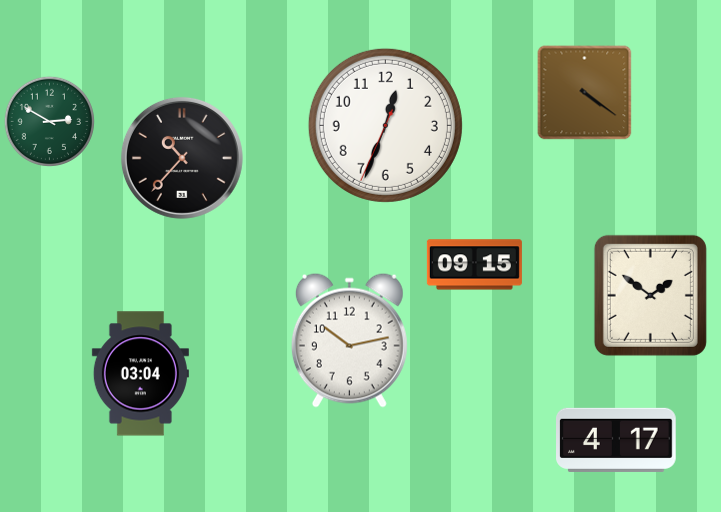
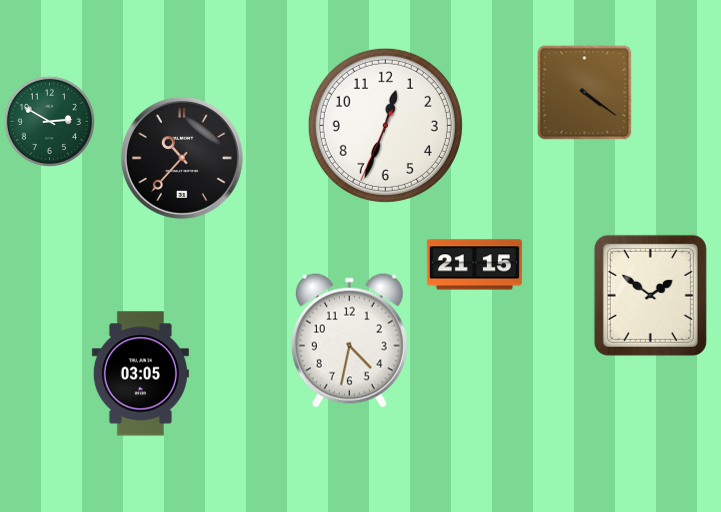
clock at (474, 265): 09:15 -> 21:15
clock at (349, 340): 10:13 -> 4:32
clock at (140, 374): 03:04 -> 03:05
clock at (617, 440): 4:17 -> none
